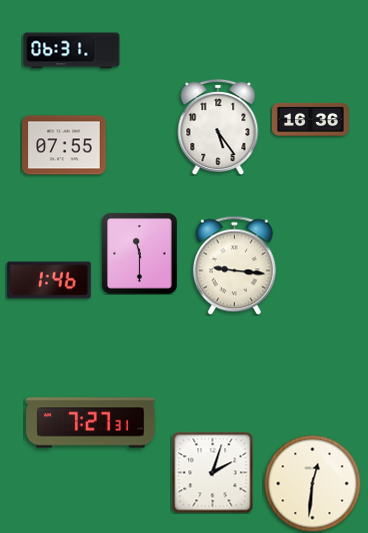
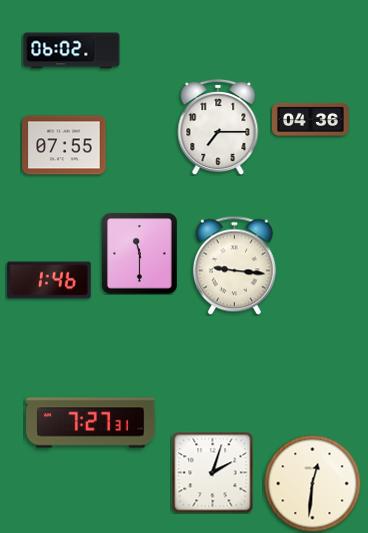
clock at (72, 51): 06:31 -> 06:02
clock at (311, 119): 16:36 -> 04:36
clock at (218, 127): 5:24 -> 7:15
